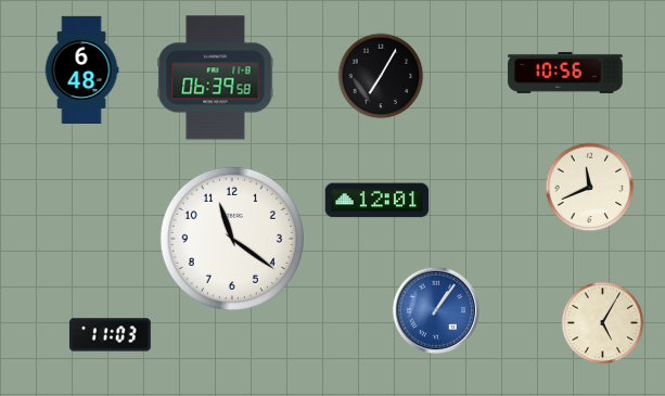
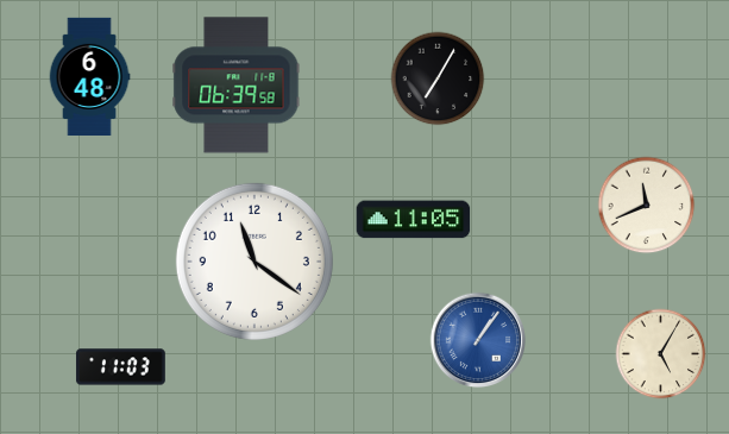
clock at (565, 73): 10:56 -> none
clock at (381, 76) position: (381, 76) -> (438, 78)
clock at (378, 201): 12:01 -> 11:05
